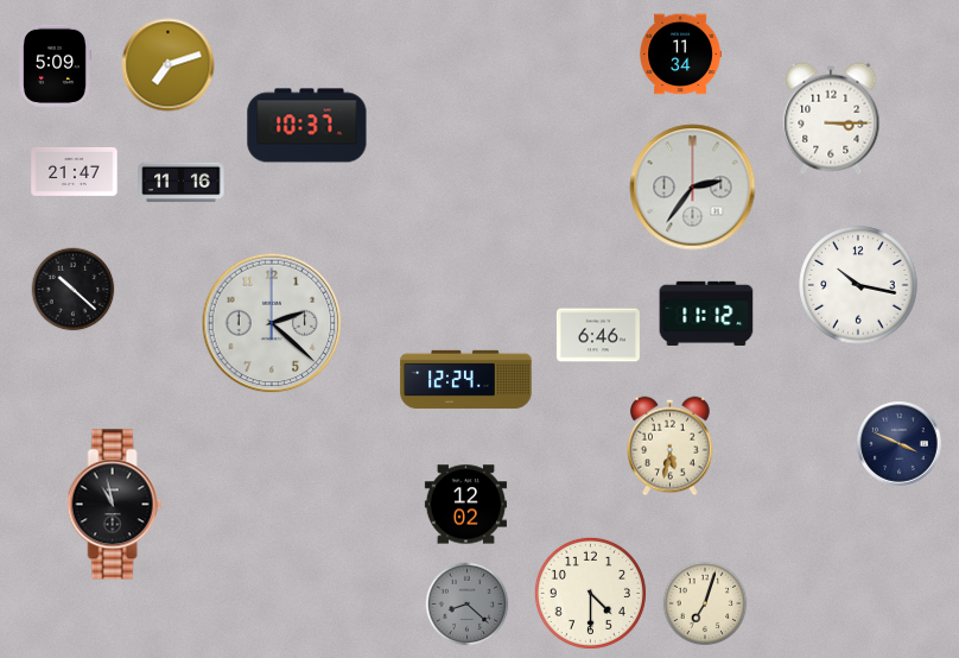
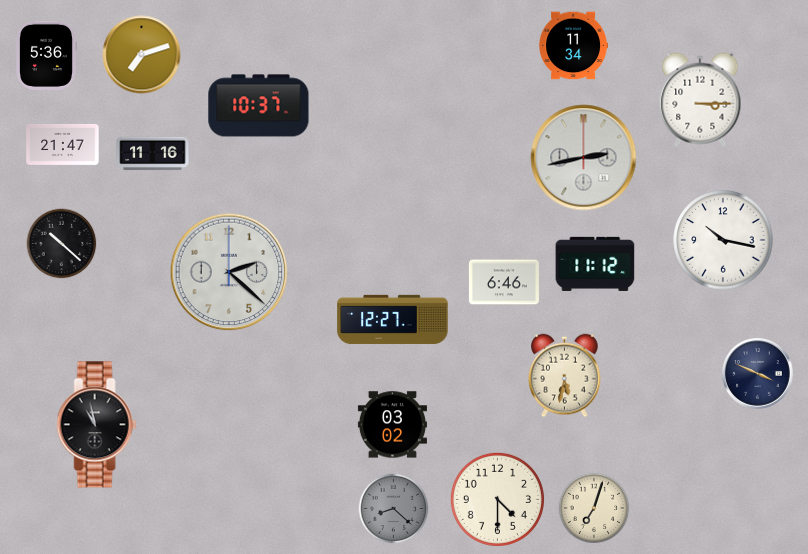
clock at (56, 65): 5:09 -> 5:36
clock at (693, 188): 2:36 -> 2:43
clock at (466, 379): 12:24 -> 12:27
clock at (465, 505): 12:02 -> 03:02
